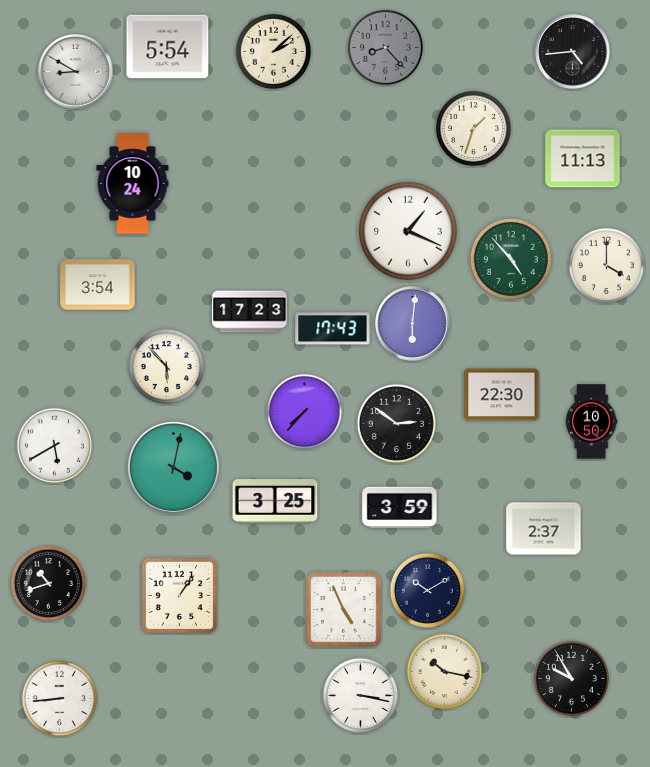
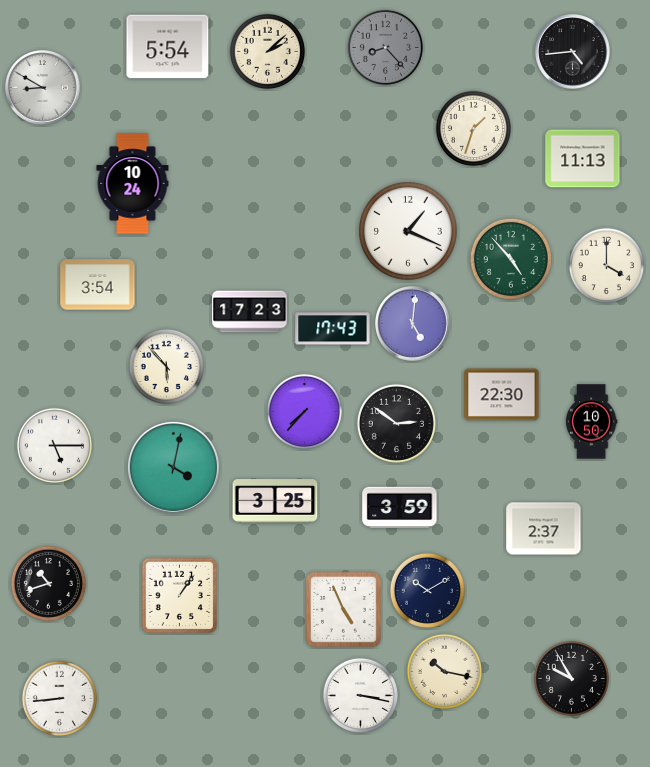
clock at (273, 51) position: (273, 51) -> (267, 51)
clock at (76, 72) position: (76, 72) -> (43, 88)
clock at (413, 324): 6:01 -> 5:01
clock at (54, 445): 5:40 -> 5:15
